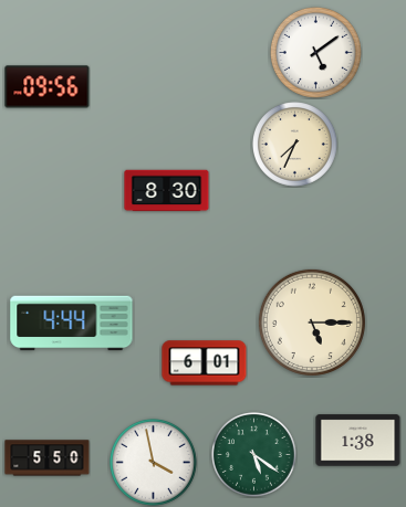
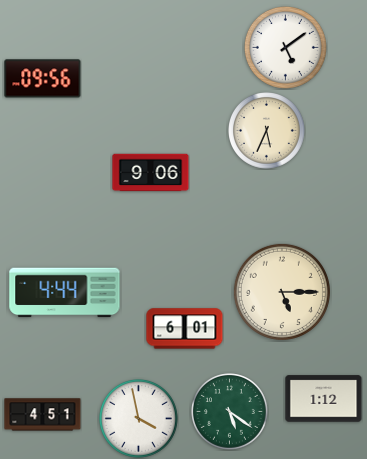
clock at (295, 145): 7:34 -> 5:34
clock at (167, 191): 8:30 -> 9:06
clock at (358, 441): 1:38 -> 1:12
clock at (48, 458): 5:50 -> 4:51
